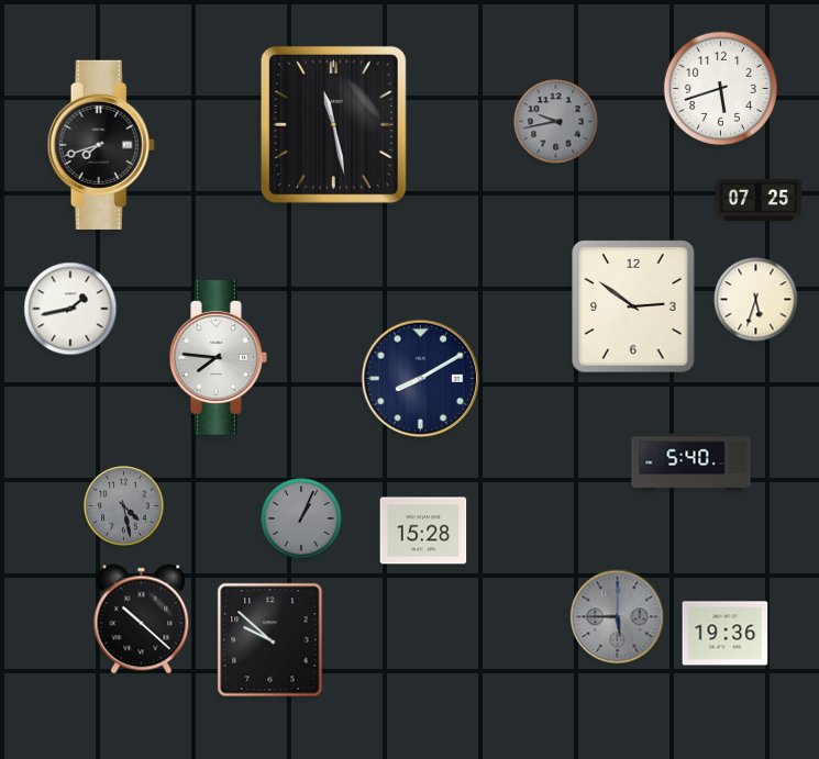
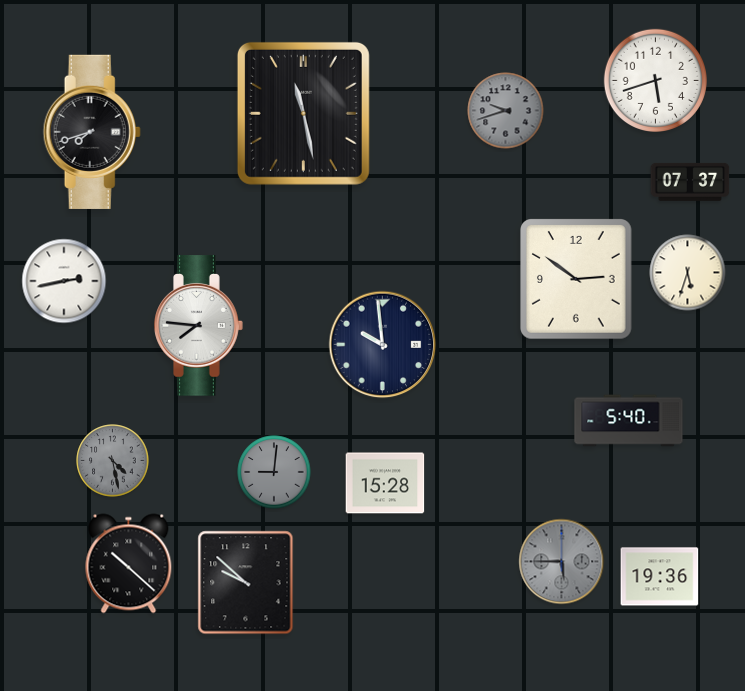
clock at (556, 122): 9:43 -> 9:42
clock at (759, 200): 07:25 -> 07:37
clock at (70, 309): 1:43 -> 2:43
clock at (421, 379): 8:10 -> 9:59
clock at (301, 518): 1:04 -> 9:01
